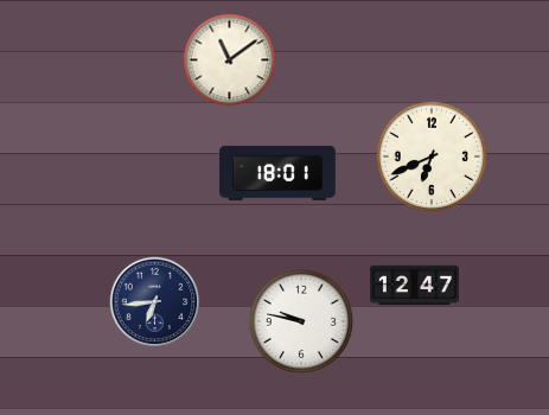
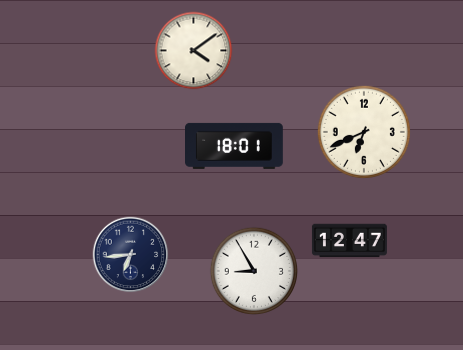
clock at (230, 60): 11:09 -> 4:09
clock at (301, 321): 9:47 -> 8:55
